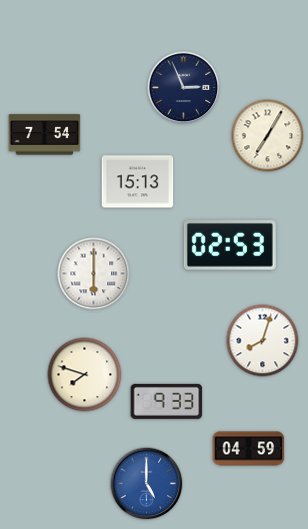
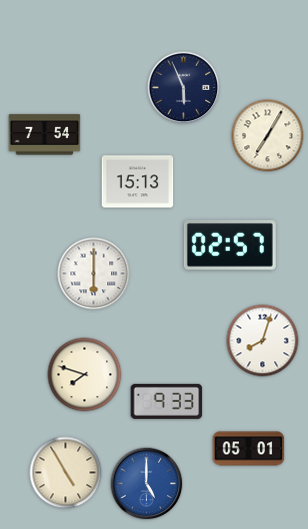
clock at (184, 88): 2:56 -> 5:56
clock at (230, 245): 02:53 -> 02:57
clock at (249, 449): 04:59 -> 05:01
clock at (66, 473): none -> 4:55
